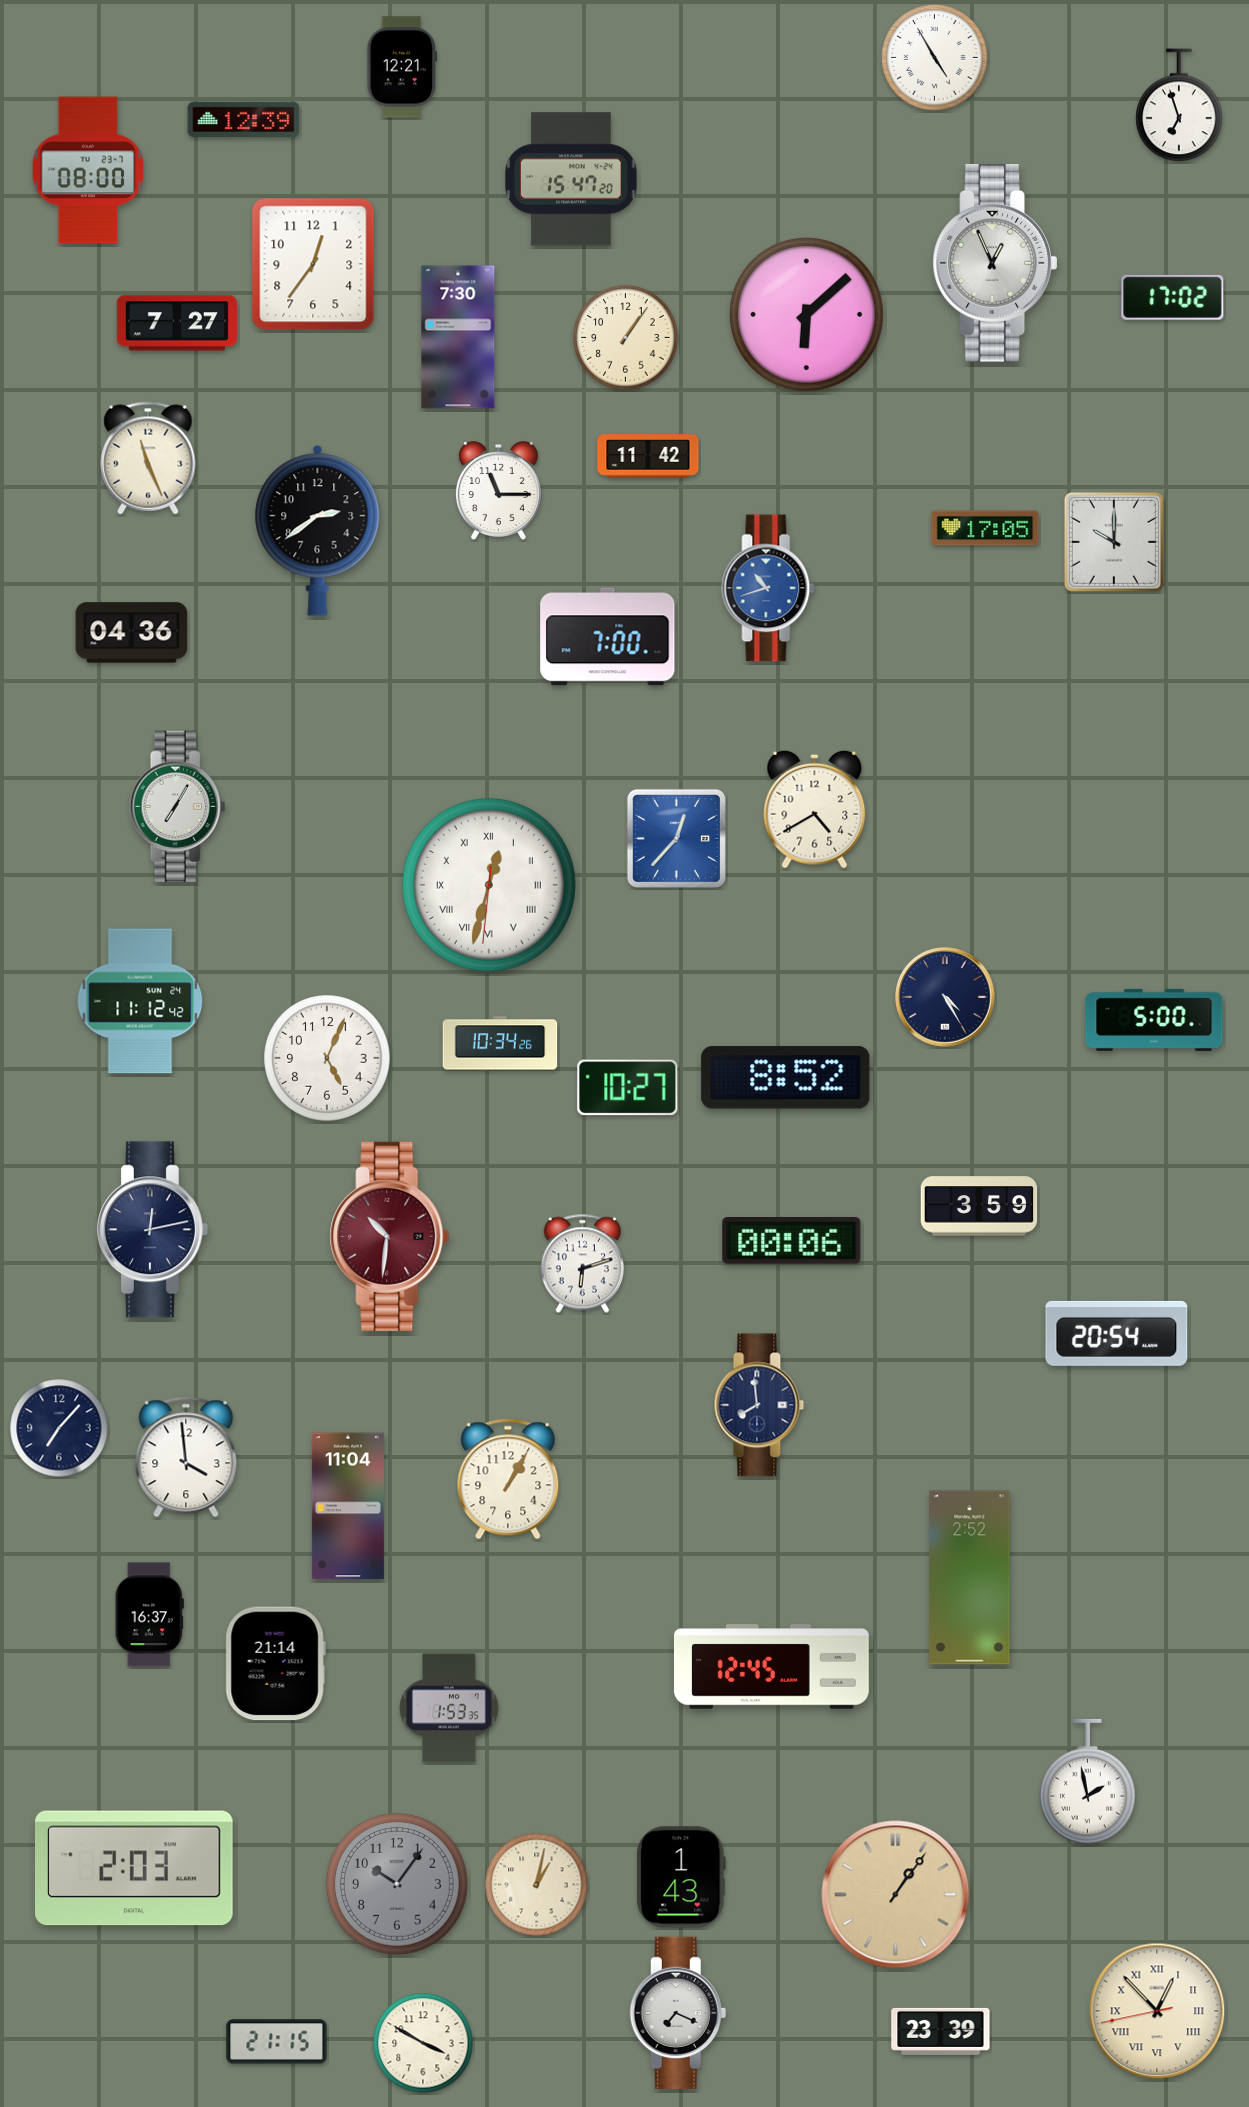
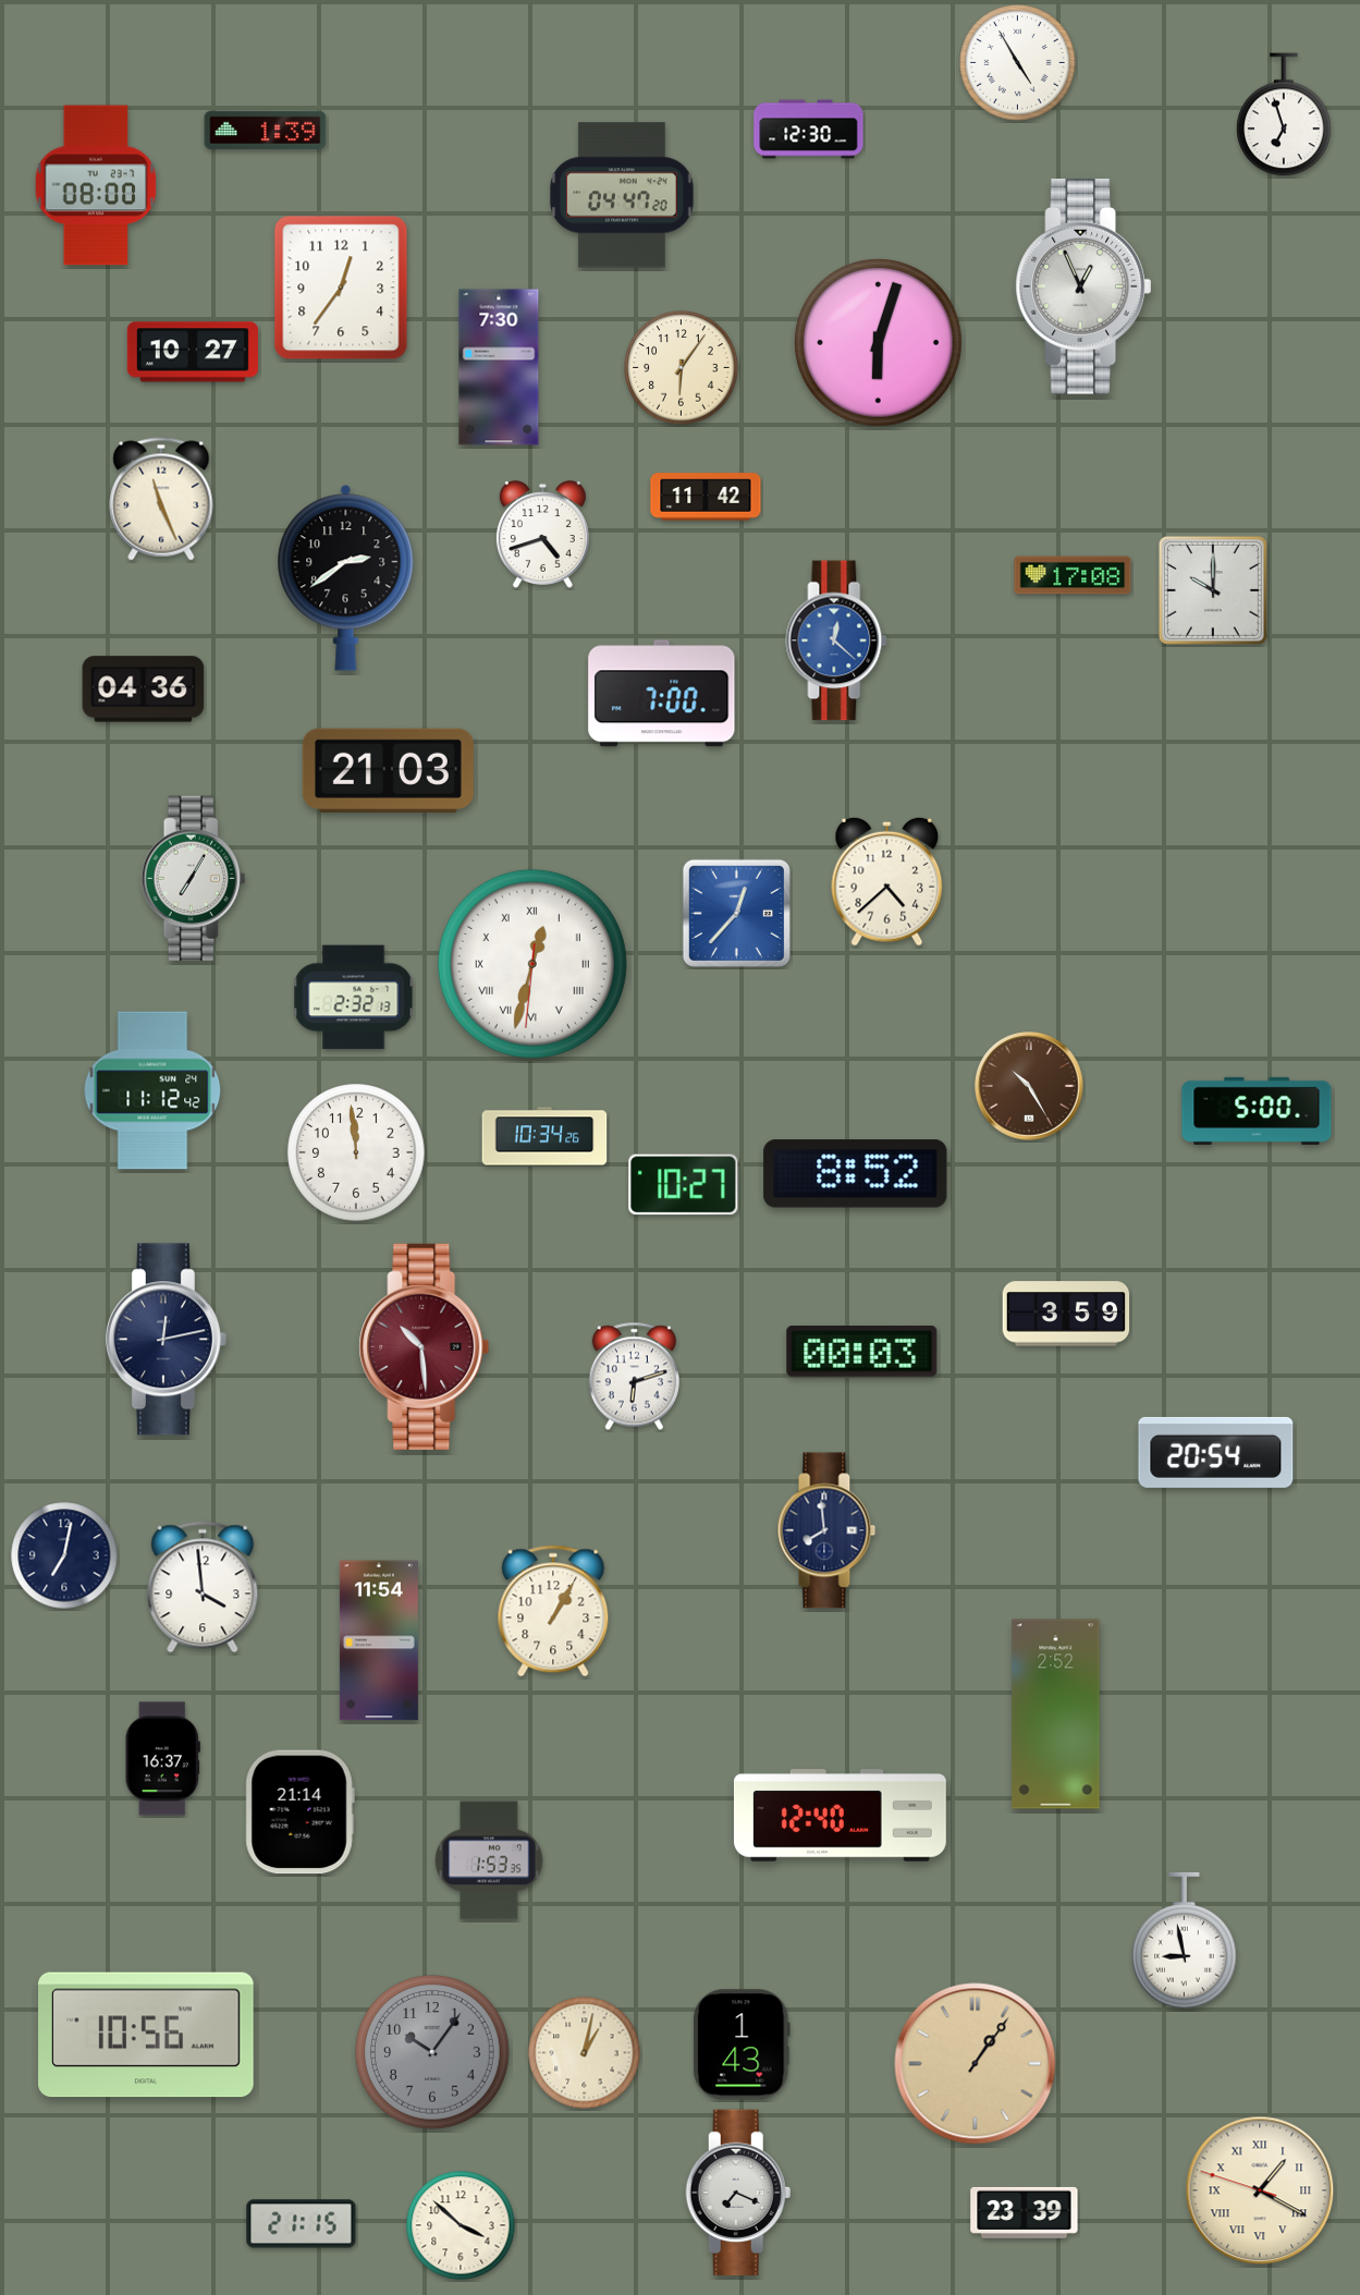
clock at (402, 67): 12:21 -> none
clock at (244, 119): 12:39 -> 1:39
clock at (809, 130): none -> 12:30
clock at (571, 179): 15:47 -> 04:47
clock at (1173, 297): 17:02 -> none
clock at (806, 314): 6:08 -> 6:03
clock at (177, 323): 7:27 -> 10:27
clock at (626, 338): 1:06 -> 6:06
clock at (498, 491): 11:15 -> 4:42
clock at (985, 528): 17:05 -> 17:08
clock at (768, 588): 10:42 -> 12:22
clock at (388, 770): none -> 21:03
clock at (815, 809): 4:40 -> 4:38
clock at (354, 998): none -> 2:32
clock at (945, 997): 4:25 -> 10:25
clock at (945, 997) dial: navy -> brown
clock at (327, 1058): 5:04 -> 11:59
clock at (390, 1236): 10:31 -> 10:29
clock at (792, 1241): 00:06 -> 00:03
clock at (59, 1428): 7:07 -> 7:02
clock at (348, 1506): 11:04 -> 11:54
clock at (970, 1578) position: (970, 1578) -> (1056, 1714)
clock at (771, 1667): 12:45 -> 12:40
clock at (1088, 1782): 1:58 -> 8:58
clock at (135, 1868): 2:03 -> 10:56
clock at (1157, 2011): 12:52 -> 1:19
clock at (423, 2043): 3:50 -> 3:52
